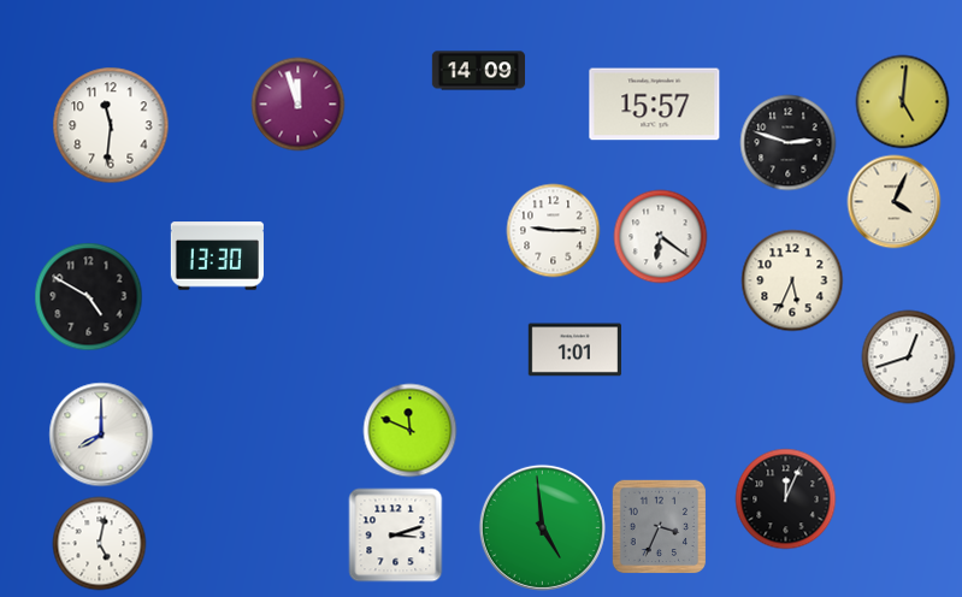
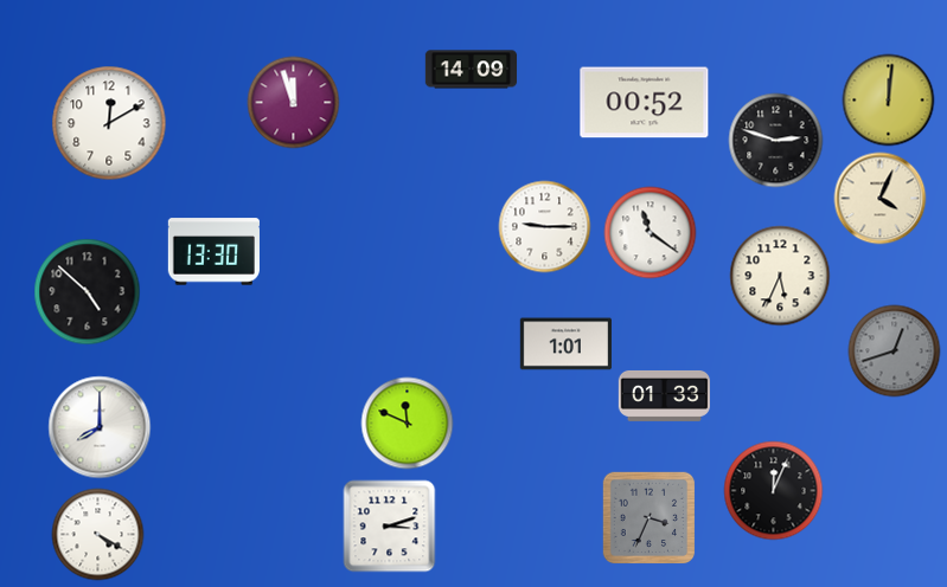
clock at (902, 101): 5:01 -> 12:01
clock at (655, 105): 15:57 -> 00:52
clock at (111, 125): 11:31 -> 12:10
clock at (660, 236): 6:21 -> 11:21
clock at (88, 296): 4:50 -> 4:52
clock at (908, 356) dial: white -> grey
clock at (664, 395): none -> 01:33
clock at (409, 430) position: (409, 430) -> (407, 422)
clock at (542, 527): 4:59 -> none
clock at (99, 543): 5:02 -> 4:20
